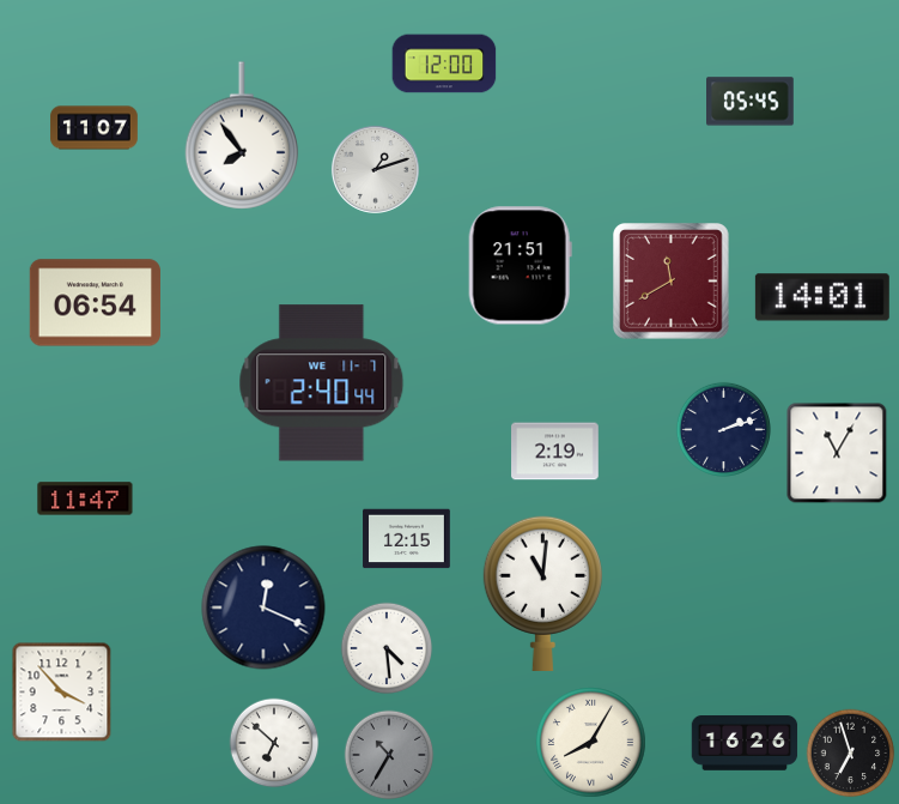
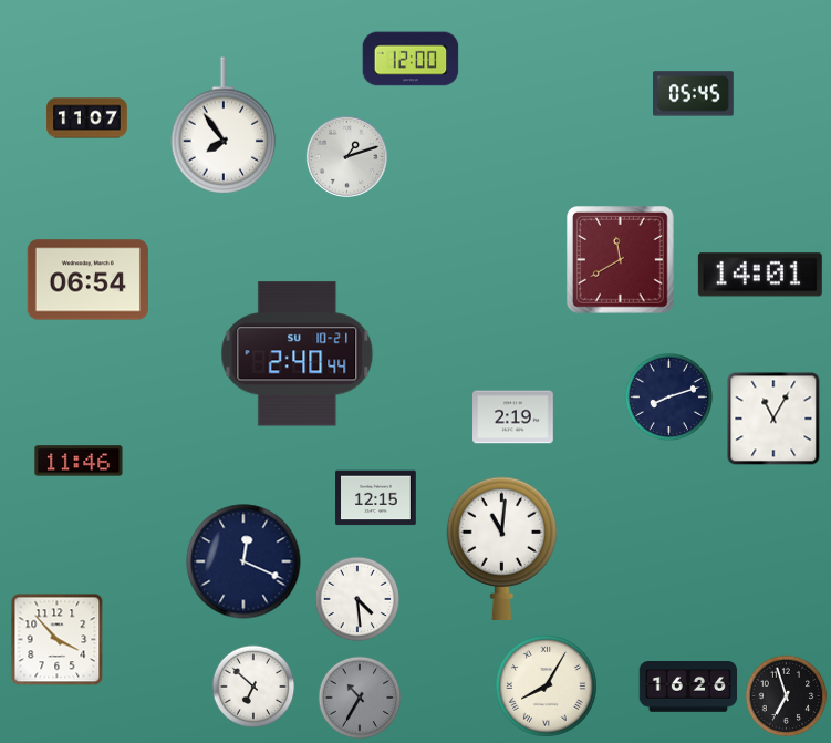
clock at (520, 266): 21:51 -> none
clock at (322, 383) date: WE 11-7 -> SU 10-21
clock at (723, 429): 2:12 -> 8:12
clock at (85, 498): 11:47 -> 11:46
